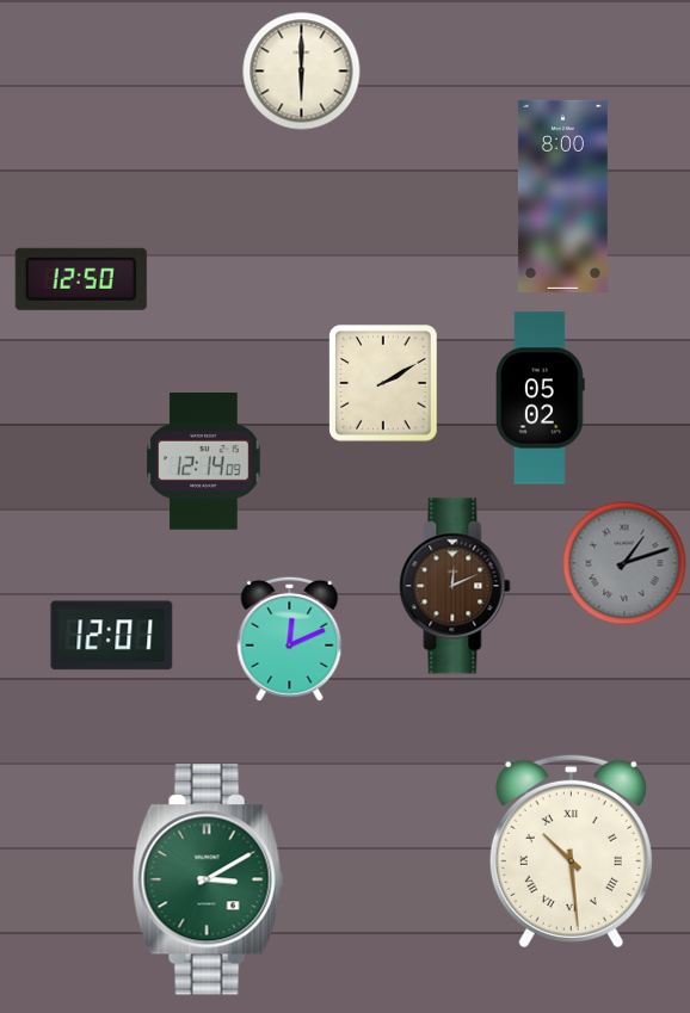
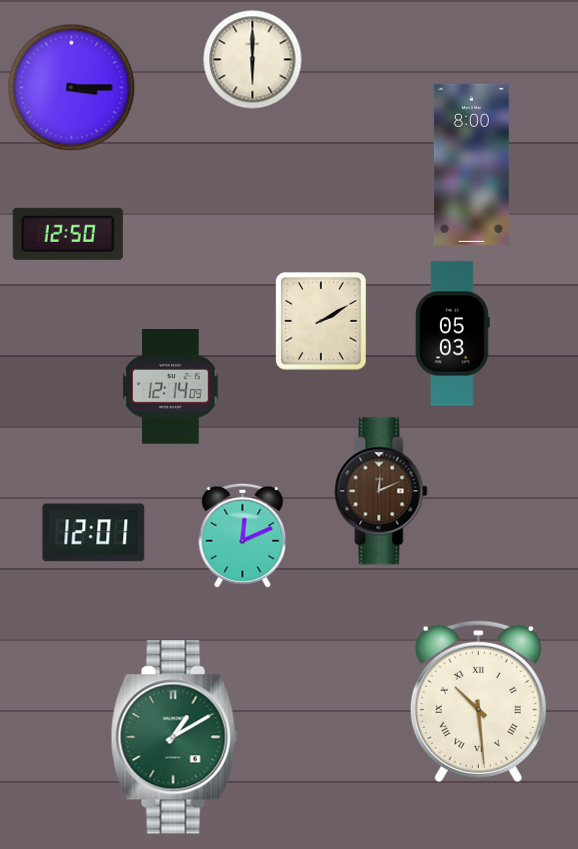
clock at (72, 88): none -> 3:15
clock at (541, 399): 05:02 -> 05:03
clock at (624, 563): 1:12 -> none
clock at (571, 851) position: (571, 851) -> (478, 701)
clock at (208, 879): 3:10 -> 1:10
